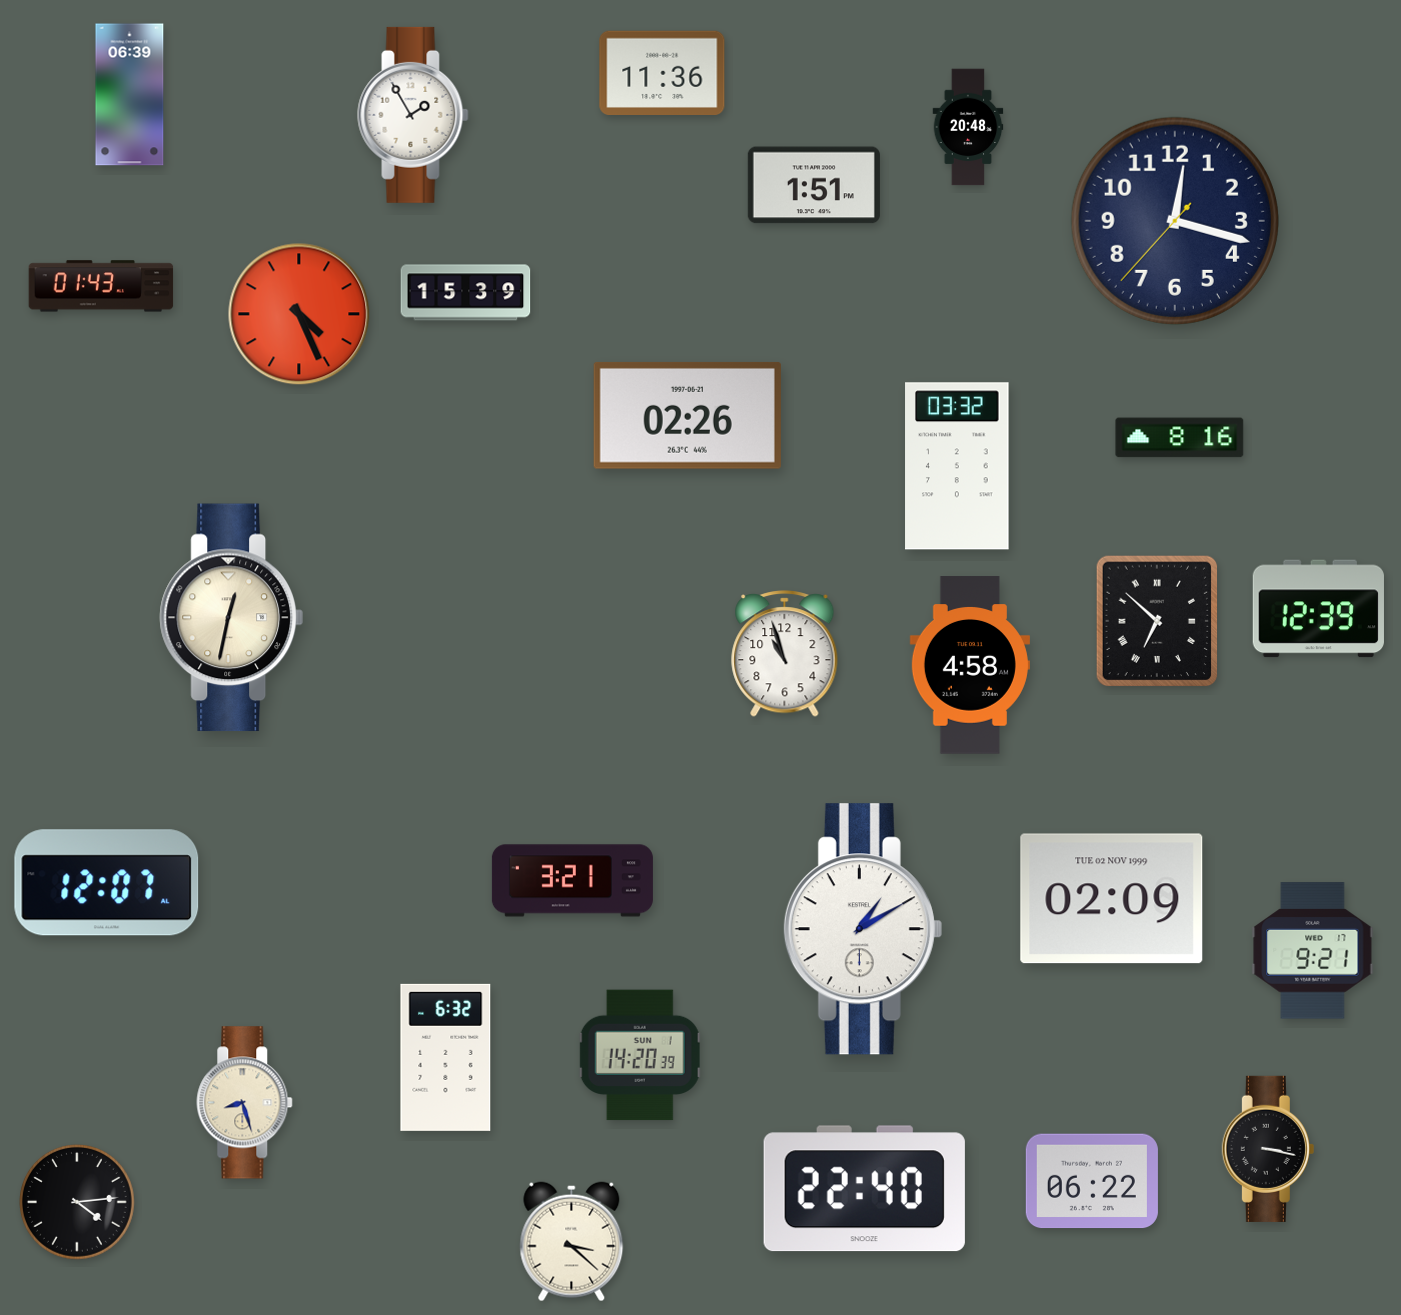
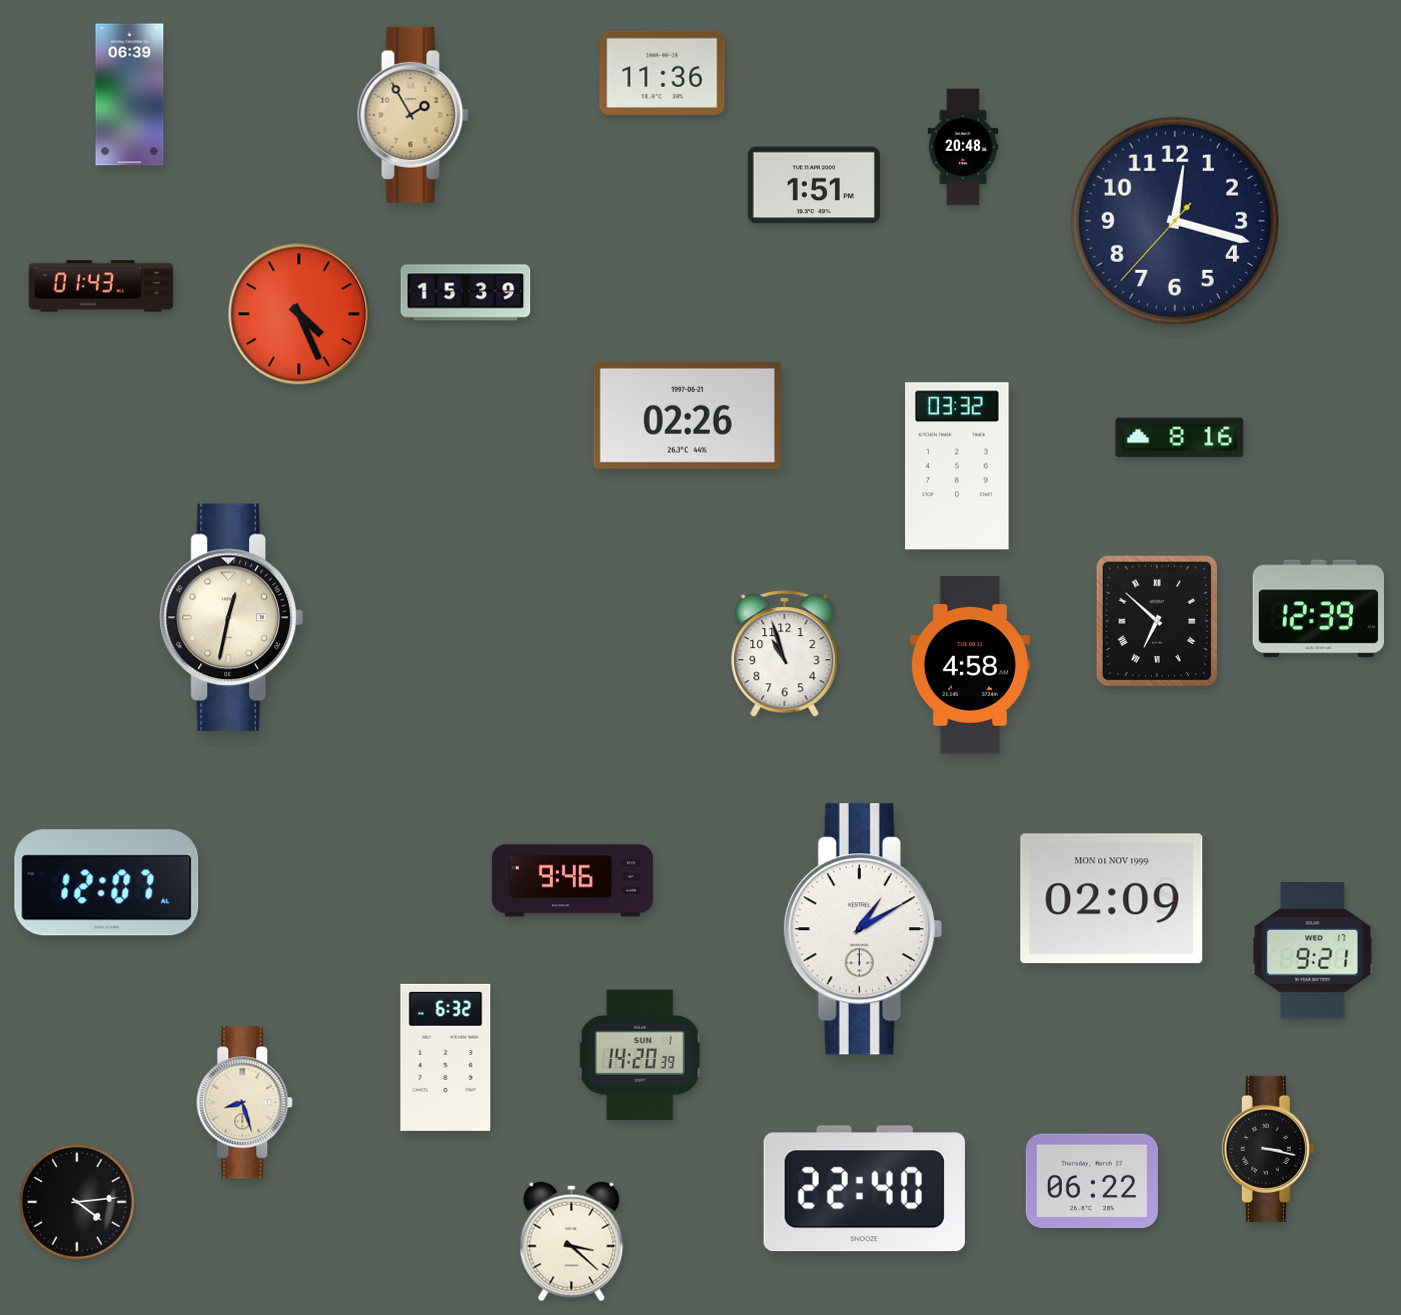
clock at (413, 115) dial: white -> champagne
clock at (968, 127) position: (968, 127) -> (963, 147)
clock at (572, 881): 3:21 -> 9:46
clock at (1112, 899) date: TUE 02 NOV 1999 -> MON 01 NOV 1999
